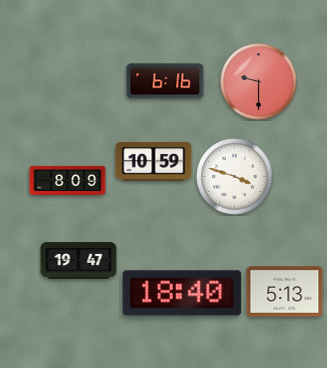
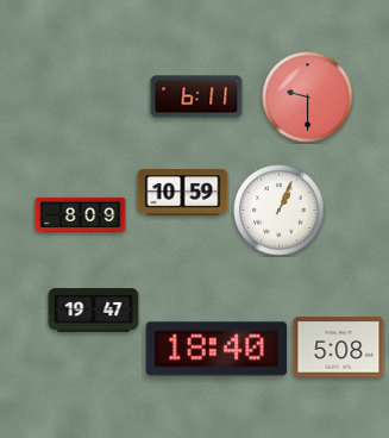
clock at (165, 81): 6:16 -> 6:11
clock at (235, 177): 3:48 -> 1:04
clock at (285, 292): 5:13 -> 5:08
